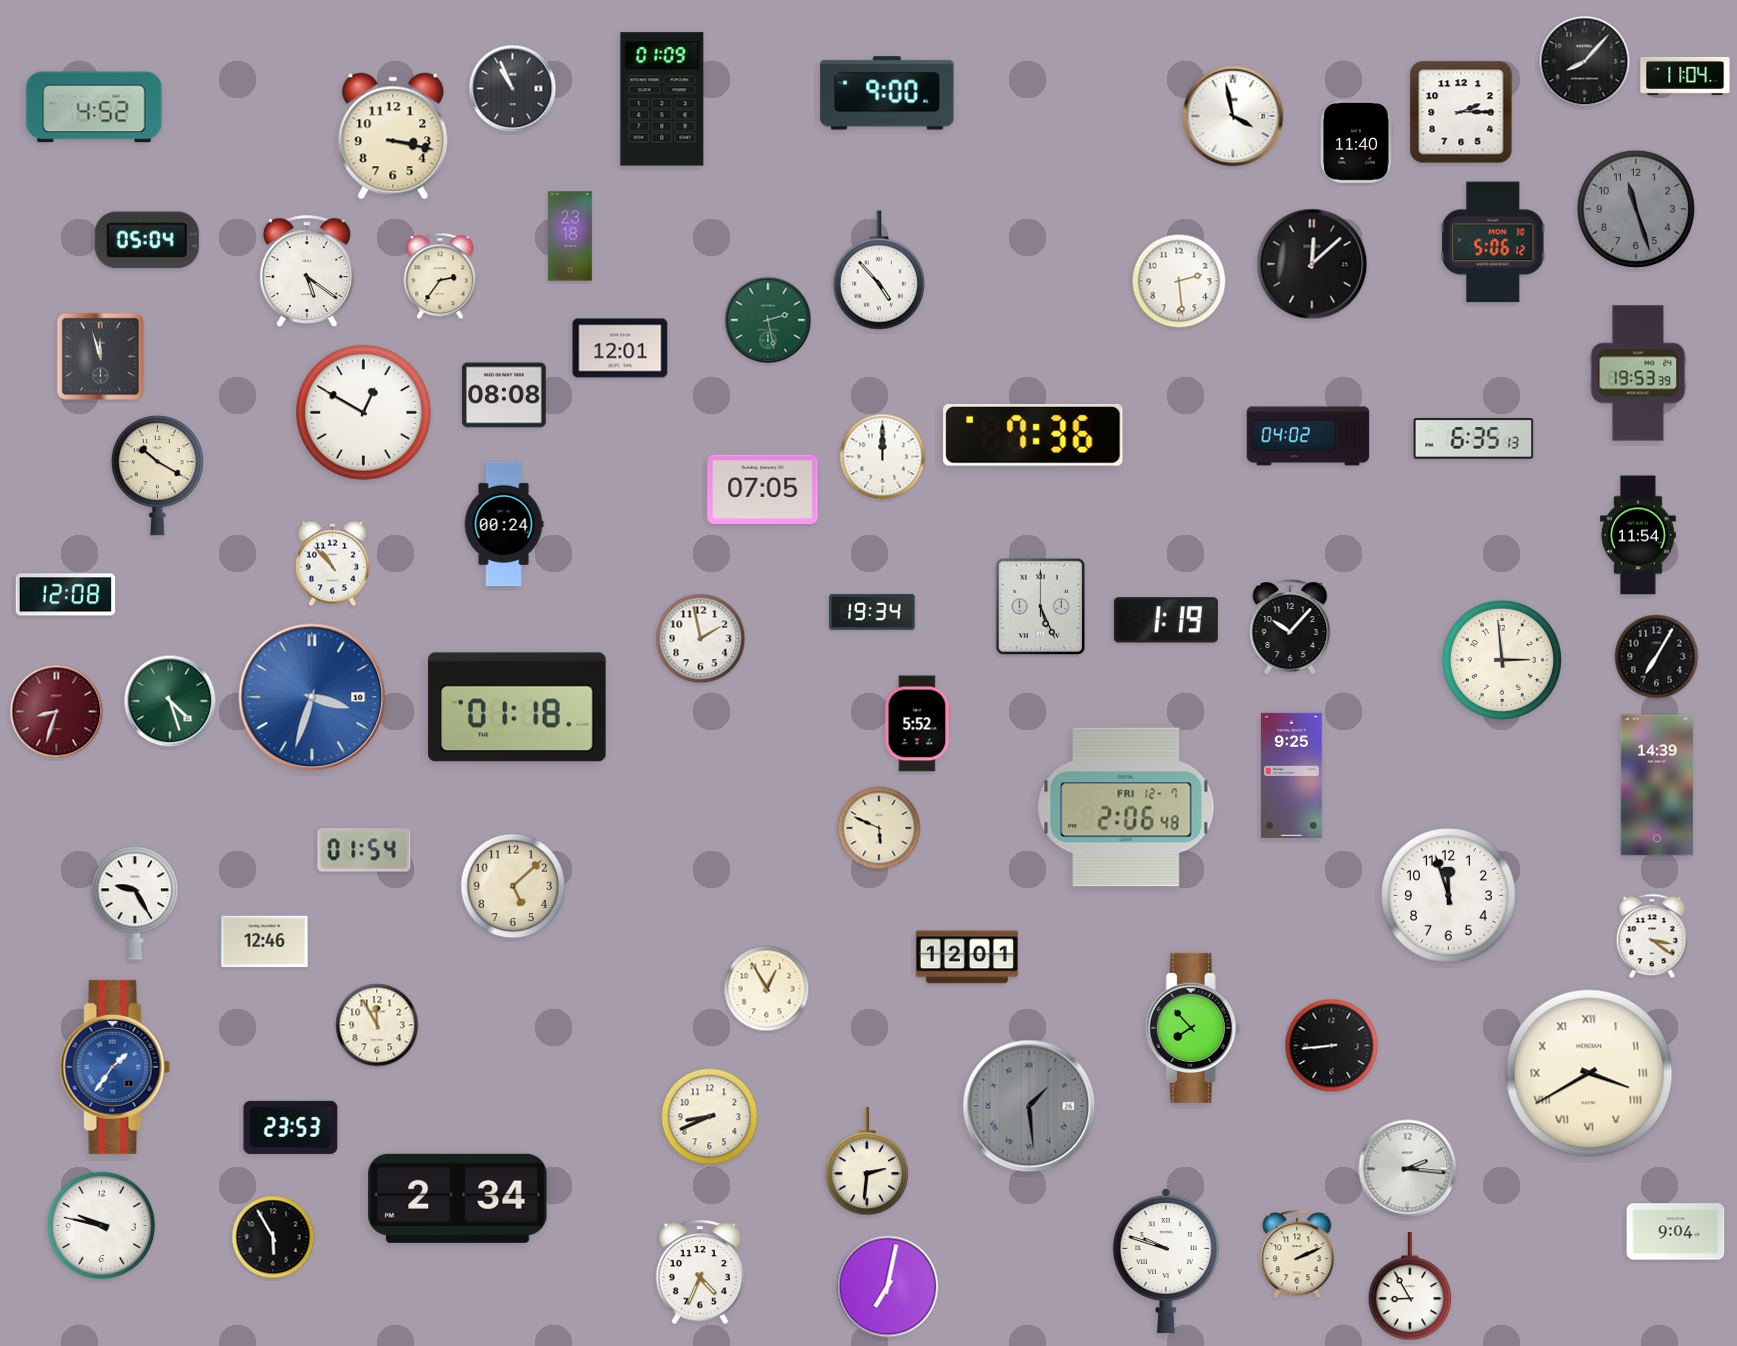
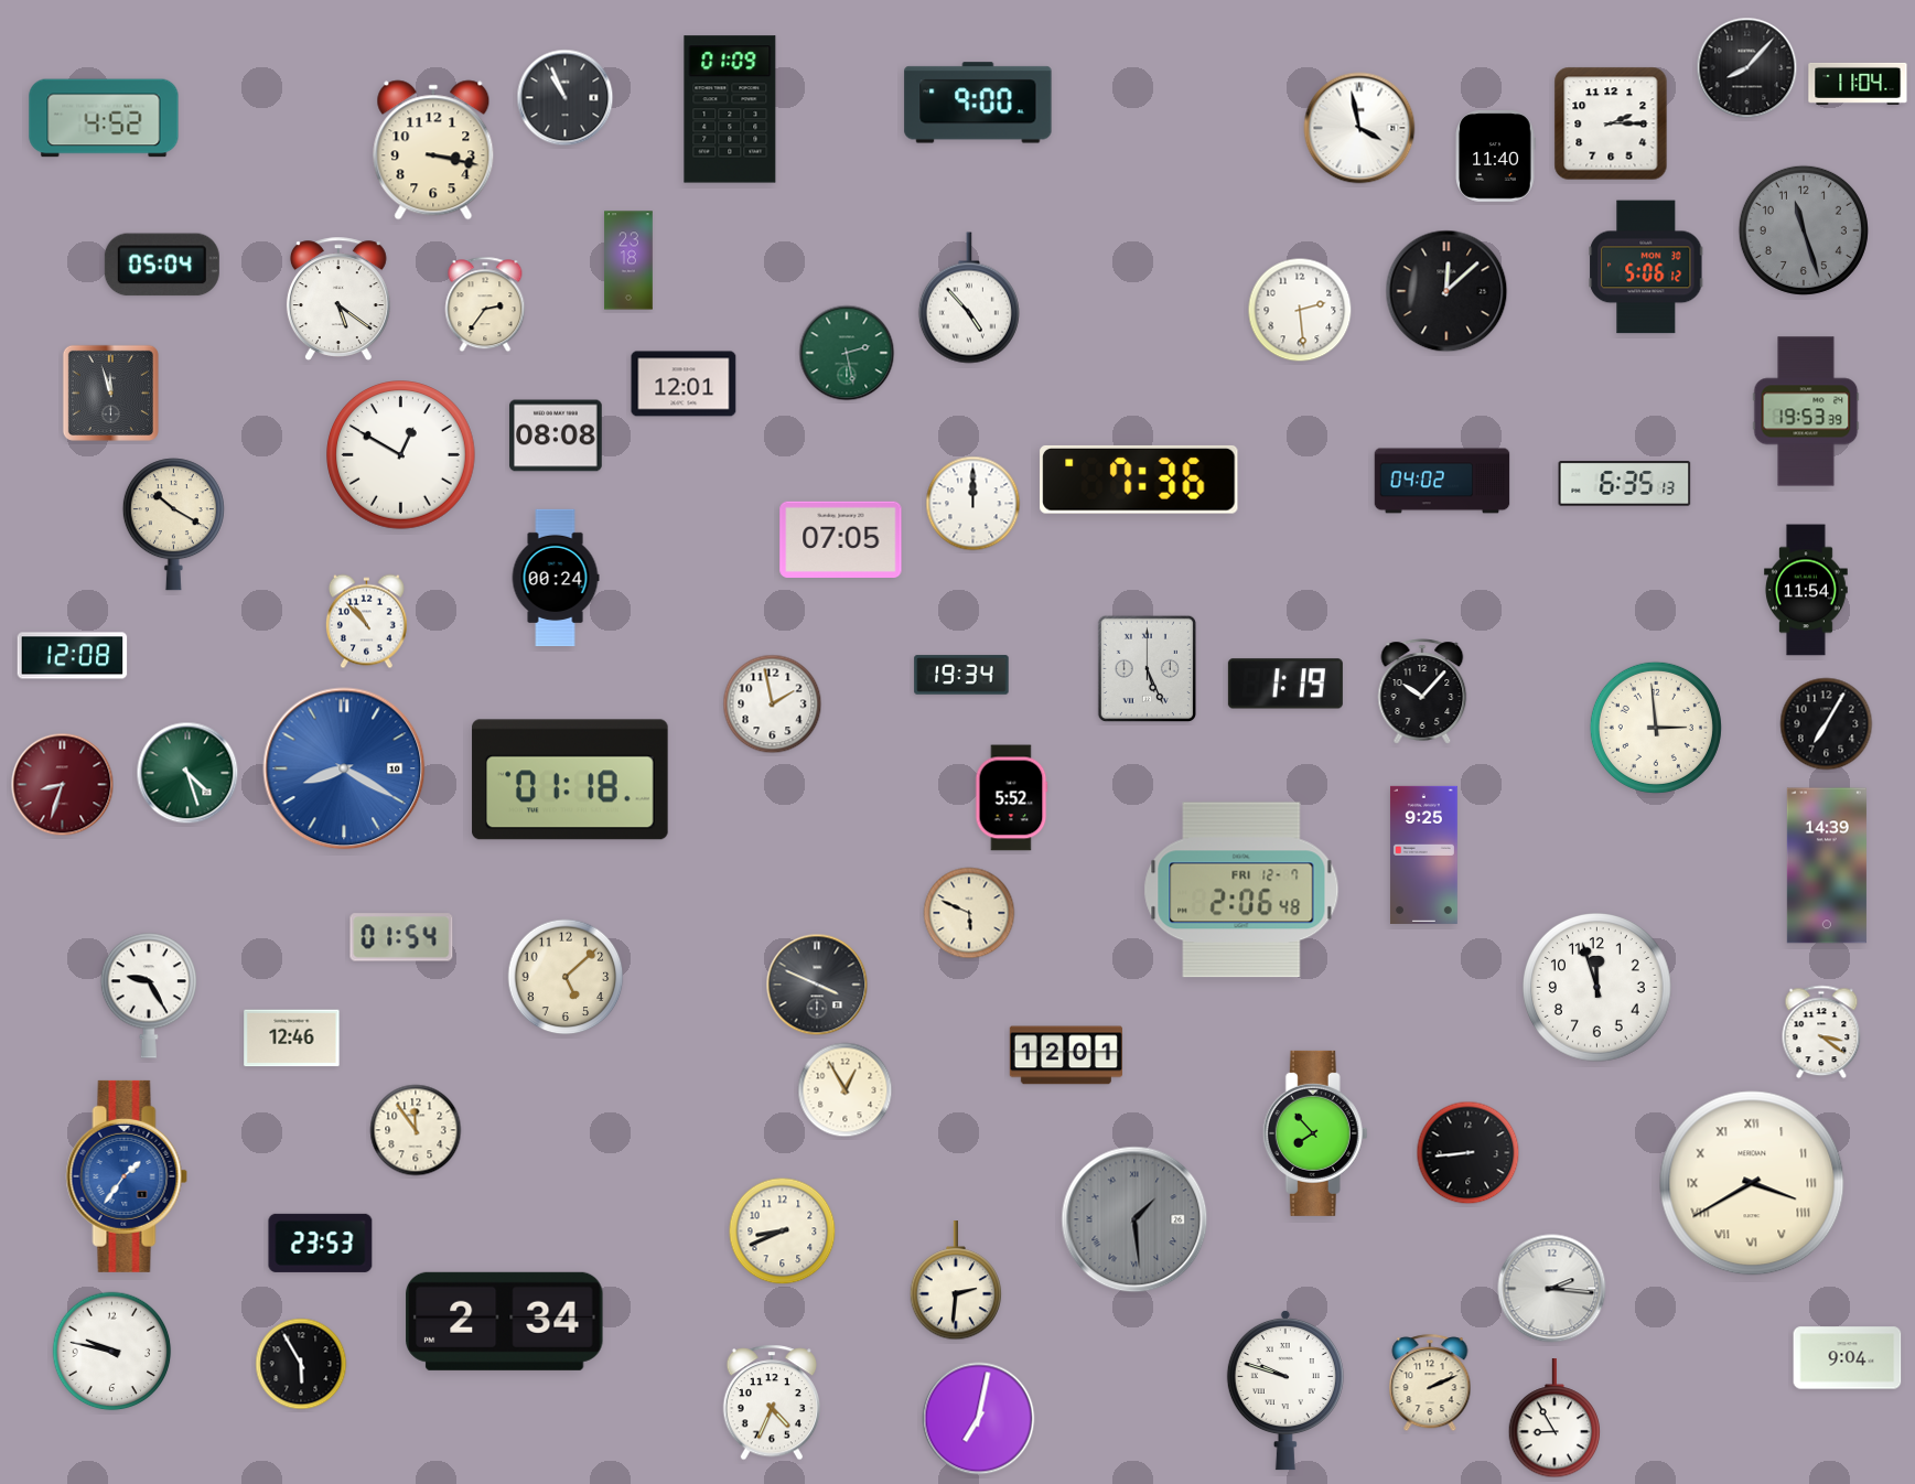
clock at (312, 697): 3:33 -> 8:20
clock at (817, 985): none -> 3:49
clock at (377, 1025): 11:55 -> 11:54
